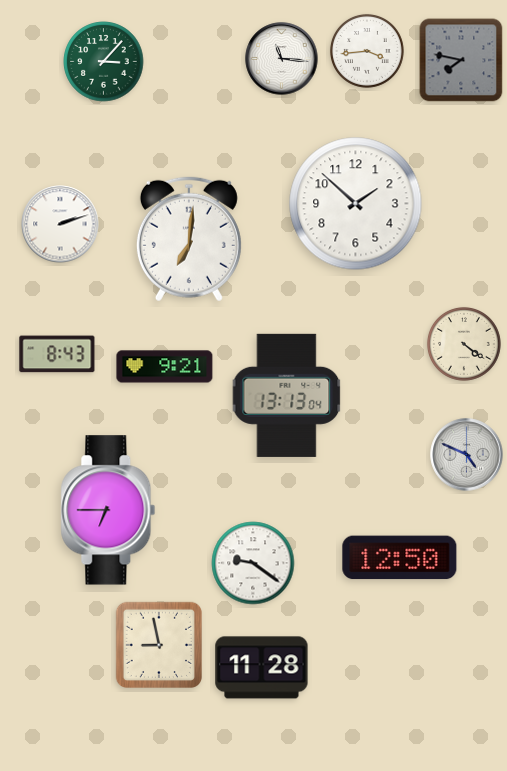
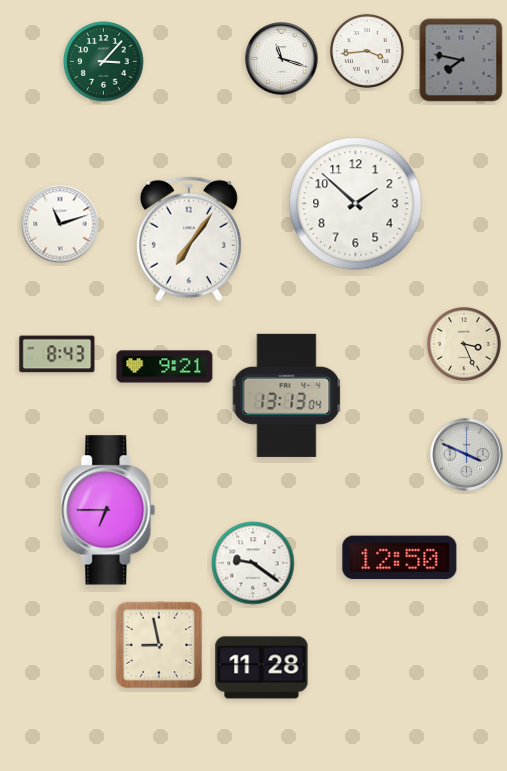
clock at (282, 59): 11:16 -> 11:18
clock at (60, 224): 2:12 -> 11:12
clock at (189, 239): 7:01 -> 7:06
clock at (464, 344): 4:21 -> 3:26
clock at (467, 455): 4:49 -> 3:49
